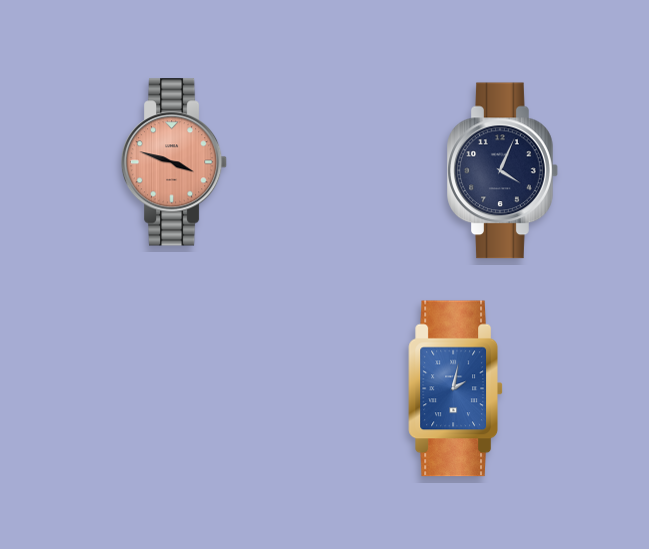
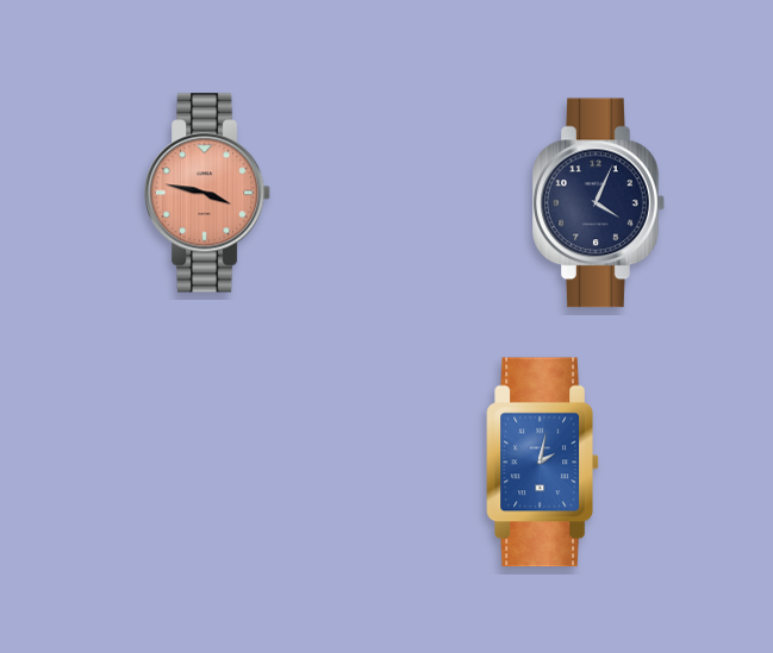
clock at (174, 162): 3:48 -> 3:47
